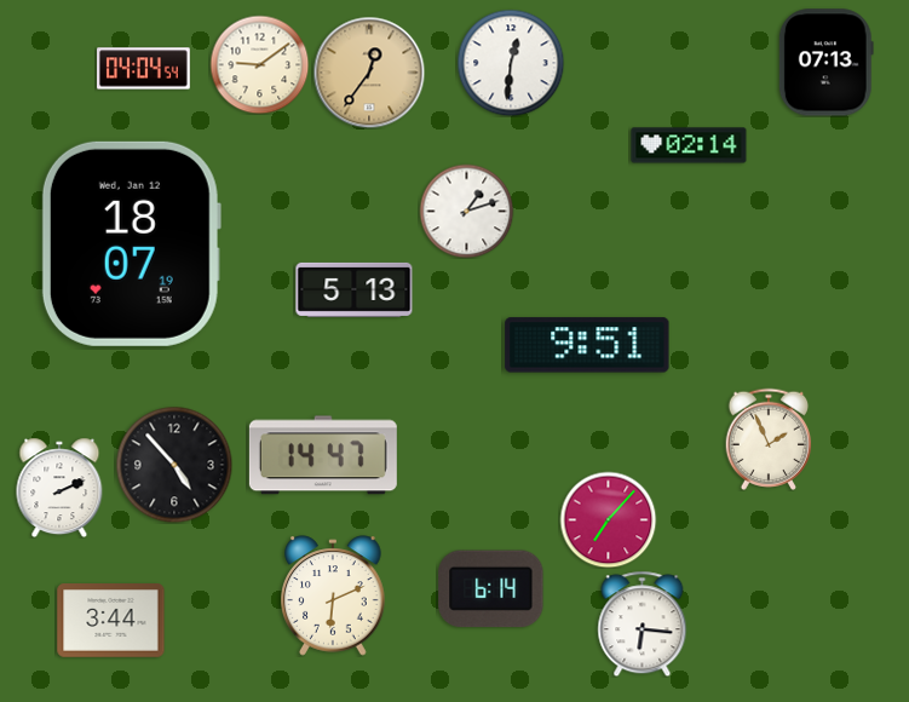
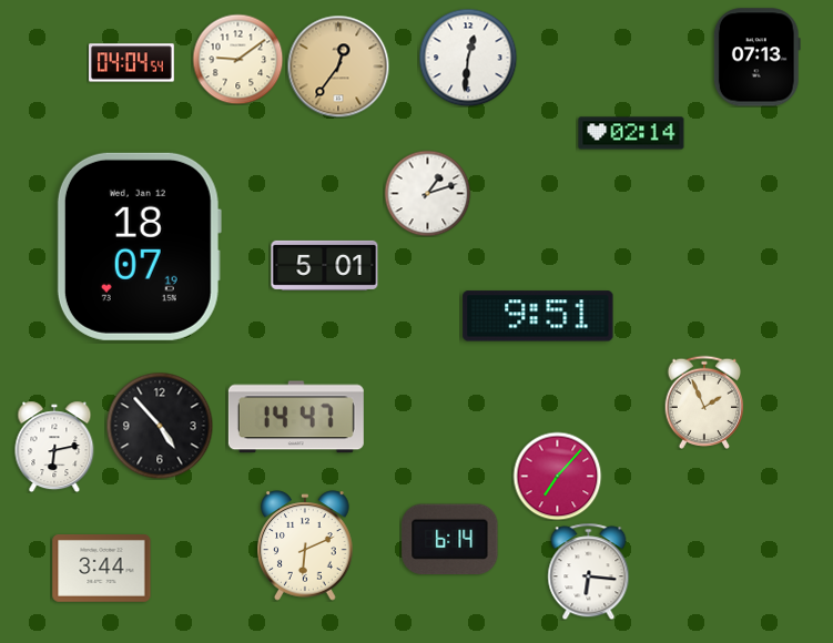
clock at (131, 243) position: (131, 243) -> (139, 246)
clock at (355, 289): 5:13 -> 5:01
clock at (59, 488): 2:11 -> 6:13
